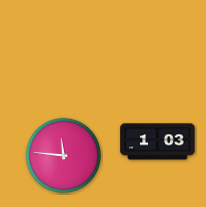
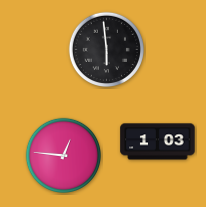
clock at (106, 49): none -> 5:59
clock at (63, 155): 11:46 -> 12:46
